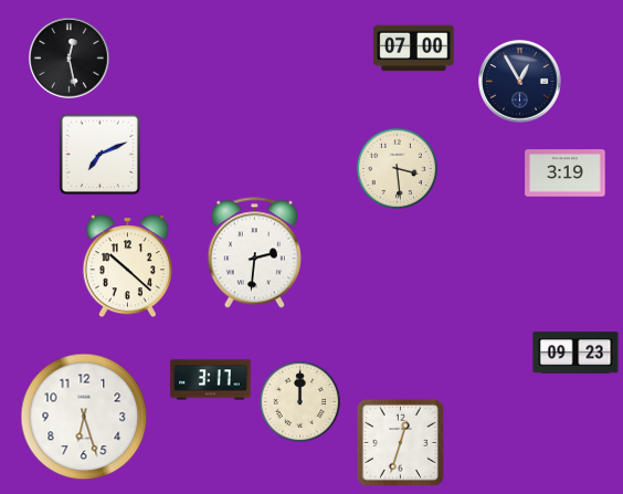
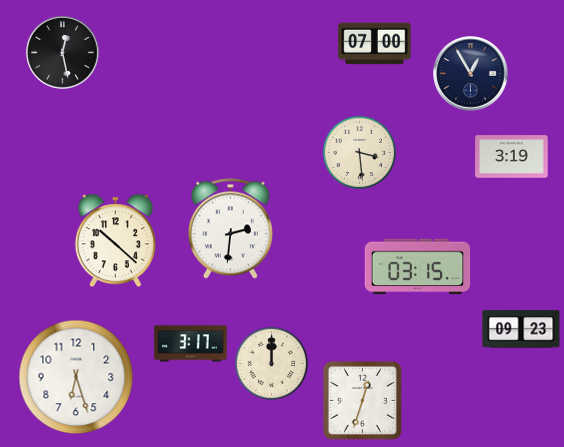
clock at (101, 155): 7:11 -> none
clock at (418, 267): none -> 03:15
clock at (576, 353) position: (576, 353) -> (521, 329)
